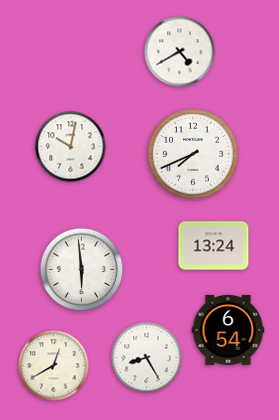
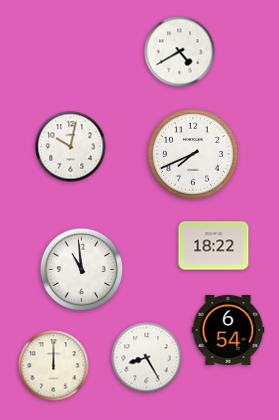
clock at (214, 246): 13:24 -> 18:22
clock at (82, 270): 5:59 -> 10:59
clock at (54, 366): 12:40 -> 12:00
